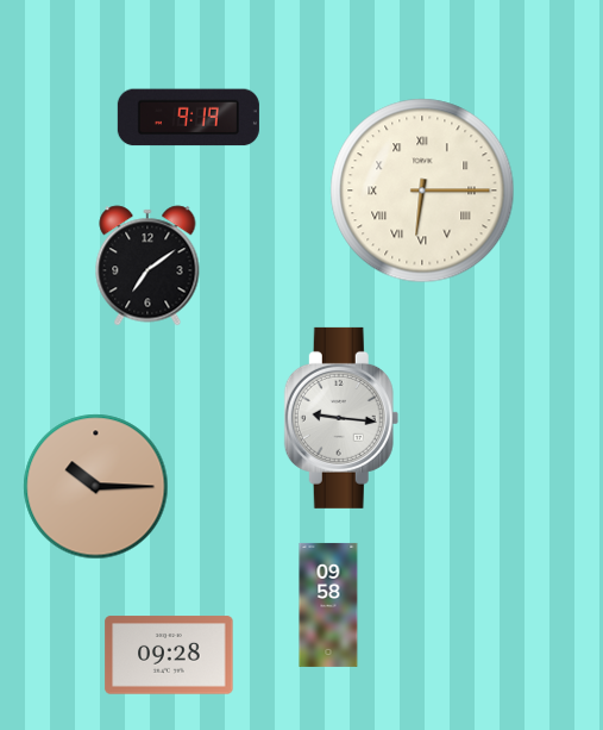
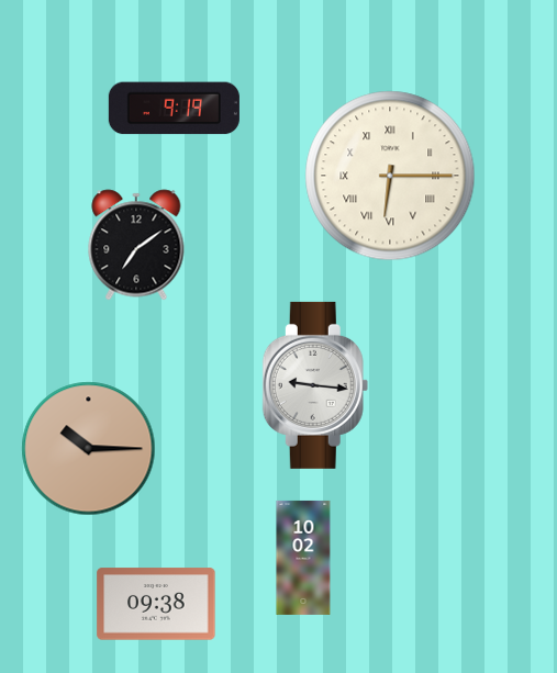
clock at (328, 605): 09:58 -> 10:02
clock at (169, 655): 09:28 -> 09:38
